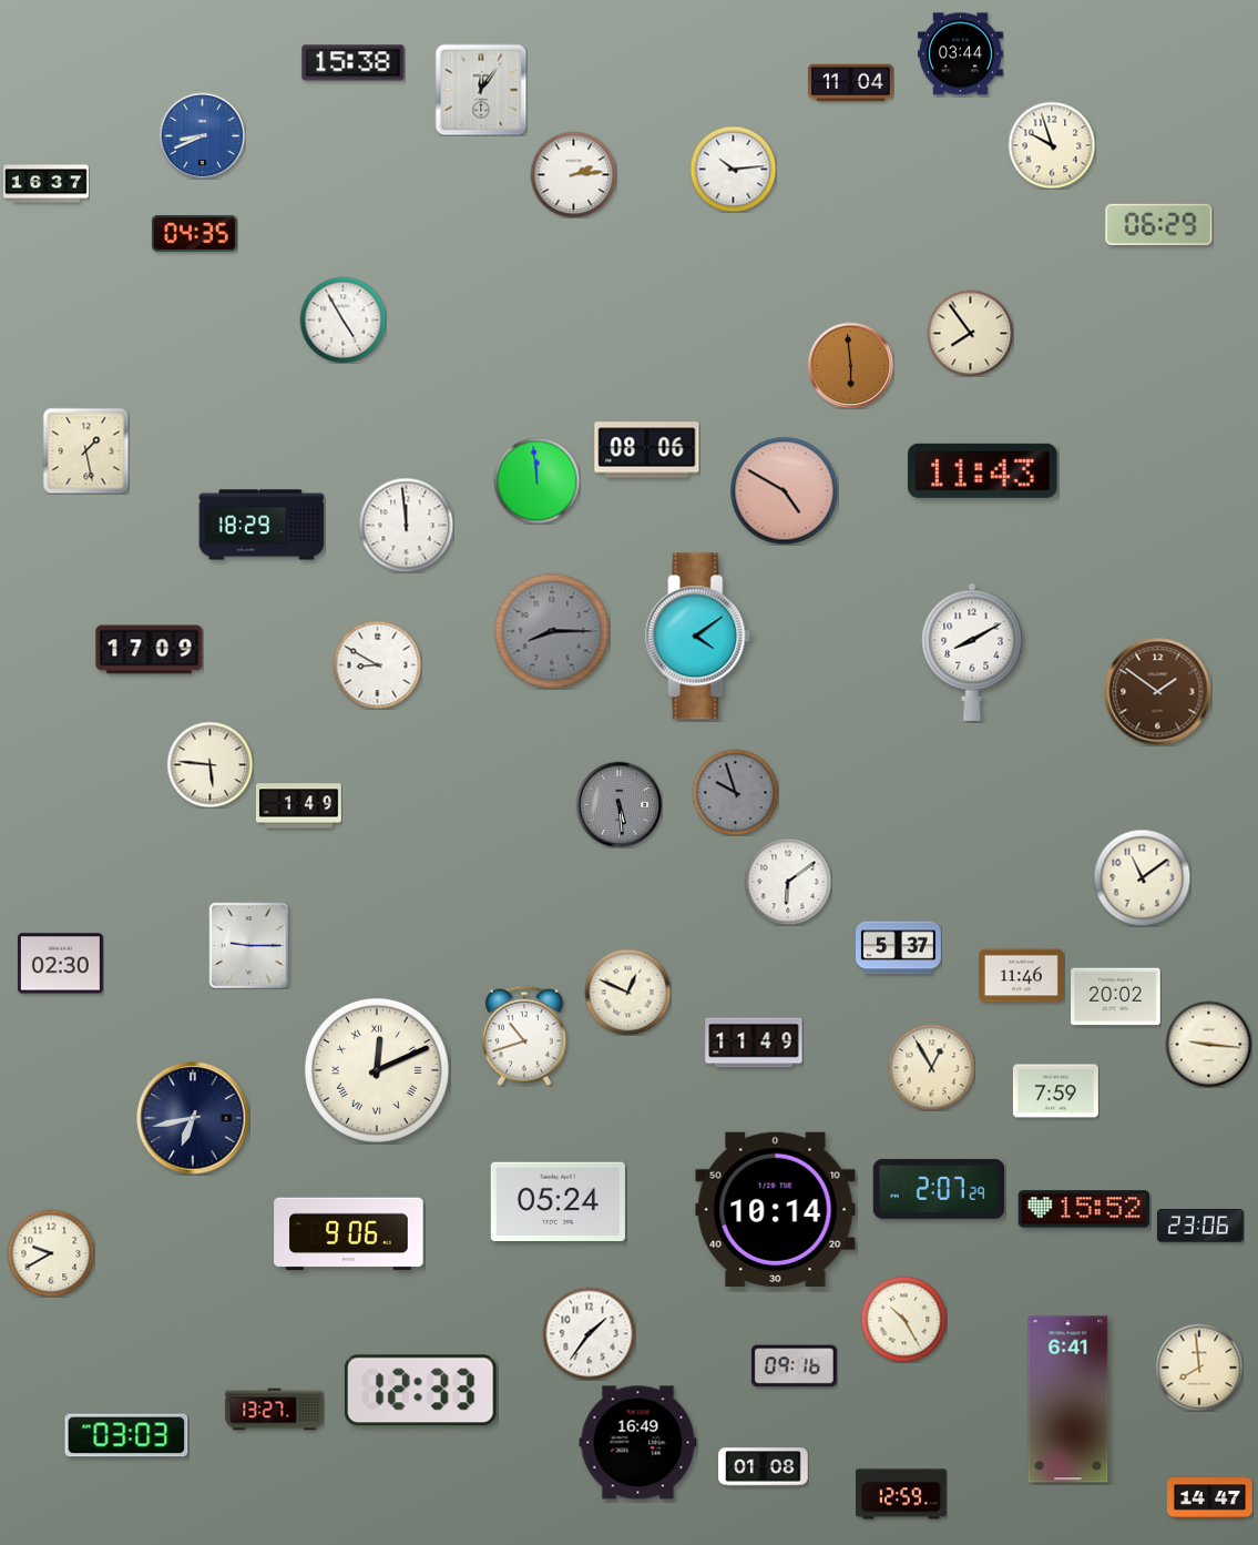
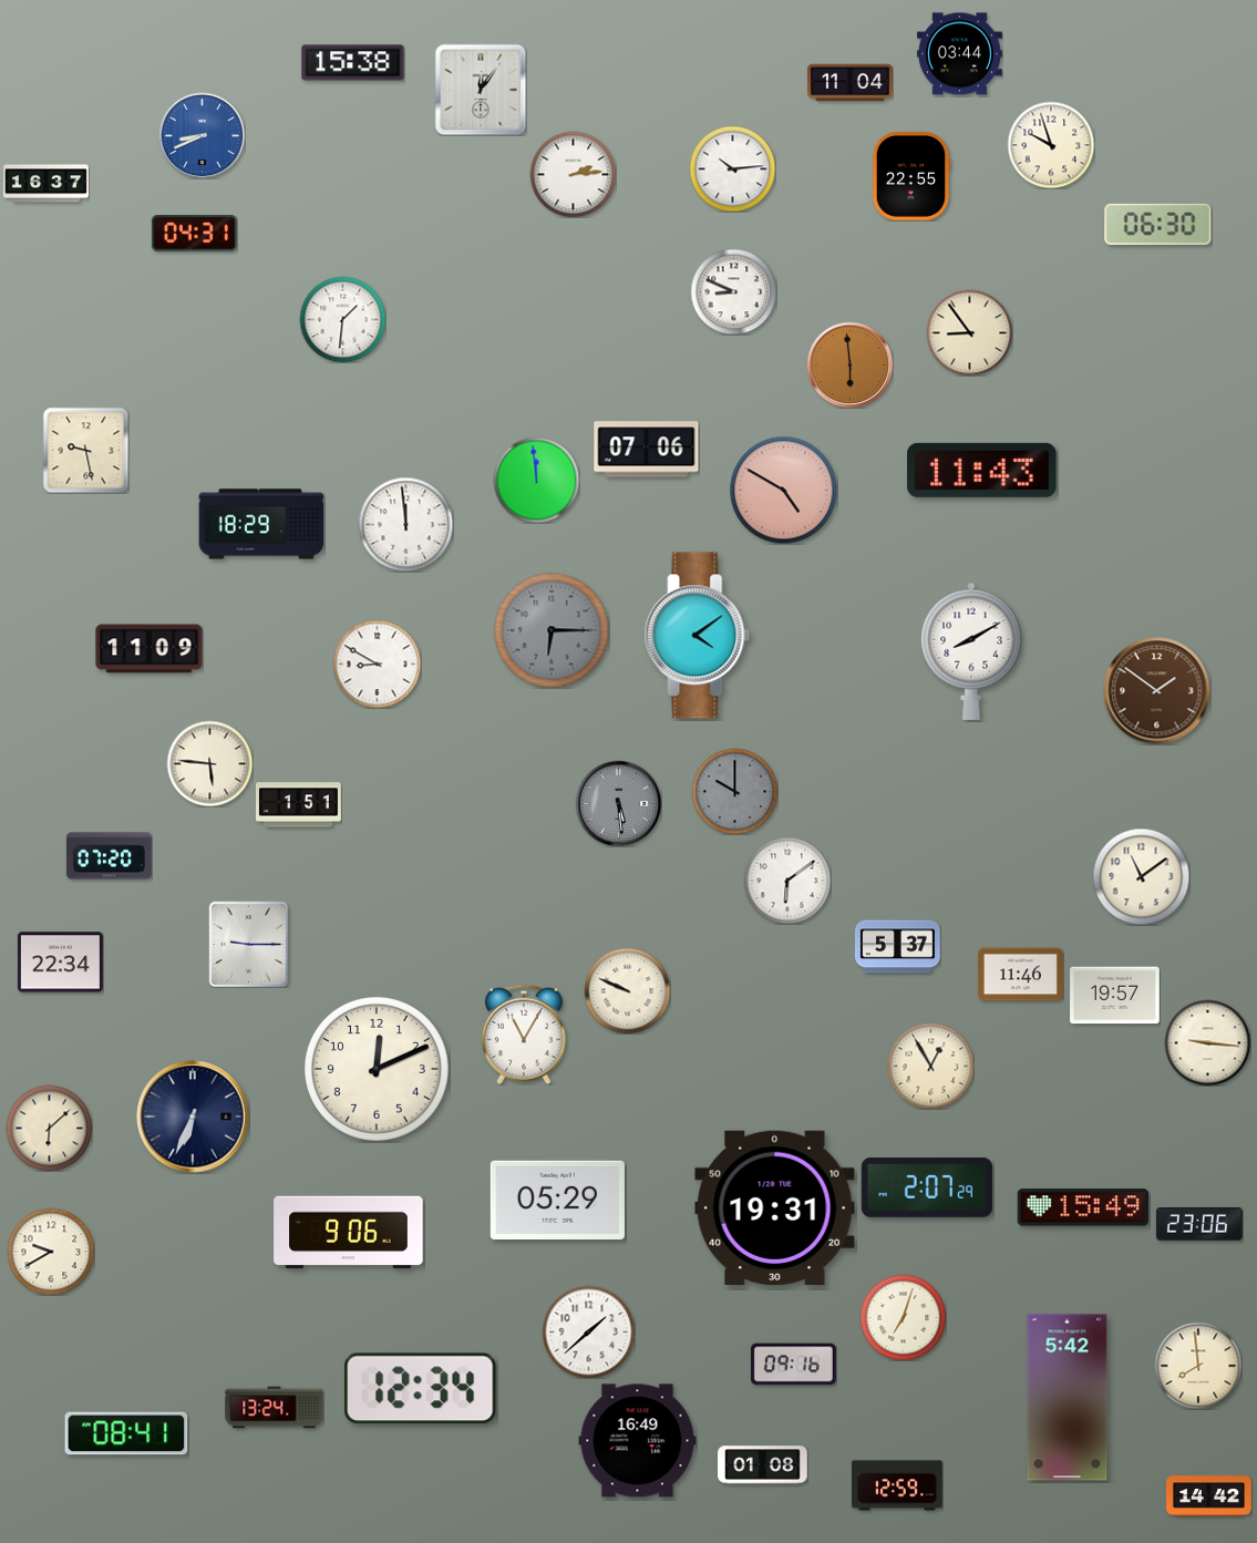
clock at (911, 177): none -> 22:55
clock at (1159, 224): 06:29 -> 06:30
clock at (194, 234): 04:35 -> 04:31
clock at (733, 291): none -> 8:49
clock at (342, 319): 4:55 -> 1:31
clock at (970, 333): 7:54 -> 8:54
clock at (85, 450): 1:28 -> 9:28
clock at (647, 450): 08:06 -> 07:06
clock at (552, 631): 8:15 -> 6:15
clock at (150, 650): 17:09 -> 11:09
clock at (735, 792): 9:57 -> 10:00
clock at (298, 806): 1:49 -> 1:51
clock at (109, 856): none -> 07:20
clock at (60, 964): 02:30 -> 22:34
clock at (627, 992): 12:49 -> 9:49
clock at (1116, 997): 20:02 -> 19:57
clock at (524, 1036): 10:42 -> 11:05
clock at (754, 1043): 11:49 -> none
clock at (377, 1070) numerals: Roman -> Arabic
clock at (1055, 1091): 7:59 -> none
clock at (193, 1118): 6:43 -> 6:34
clock at (49, 1128): none -> 6:08
clock at (938, 1189) position: (938, 1189) -> (926, 1187)
clock at (558, 1201): 05:24 -> 05:29
clock at (776, 1209): 10:14 -> 19:31
clock at (1084, 1209): 15:52 -> 15:49
clock at (903, 1319): 10:25 -> 7:03
clock at (589, 1333): 1:36 -> 1:38
clock at (420, 1391): 12:33 -> 12:34
clock at (1068, 1400): 6:41 -> 5:42
clock at (275, 1410): 13:27 -> 13:24
clock at (126, 1435): 03:03 -> 08:41
clock at (901, 1494) position: (901, 1494) -> (897, 1485)
clock at (1209, 1498): 14:47 -> 14:42
